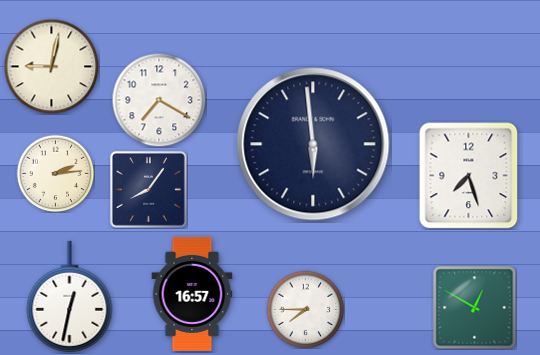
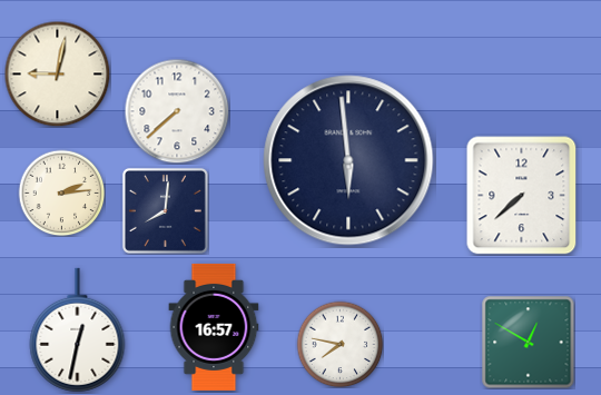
clock at (159, 100): 7:20 -> 7:38
clock at (469, 176): 7:27 -> 7:38
clock at (148, 189): 8:06 -> 8:01
clock at (305, 309): 7:45 -> 7:47
